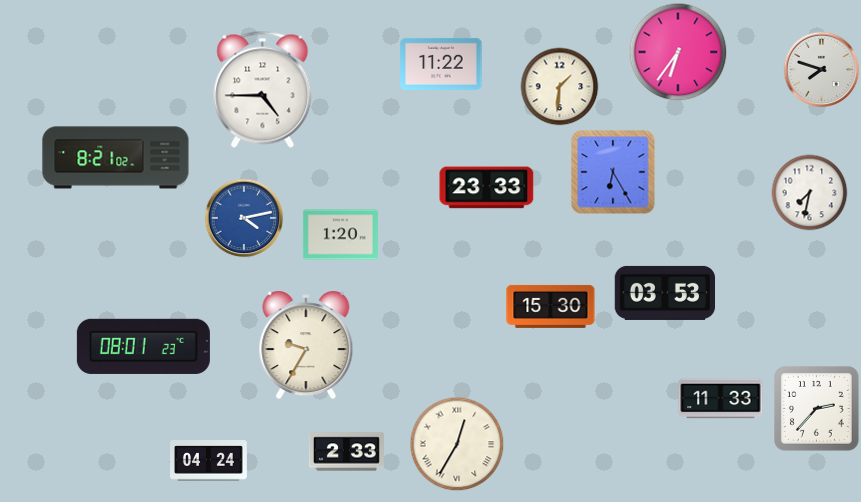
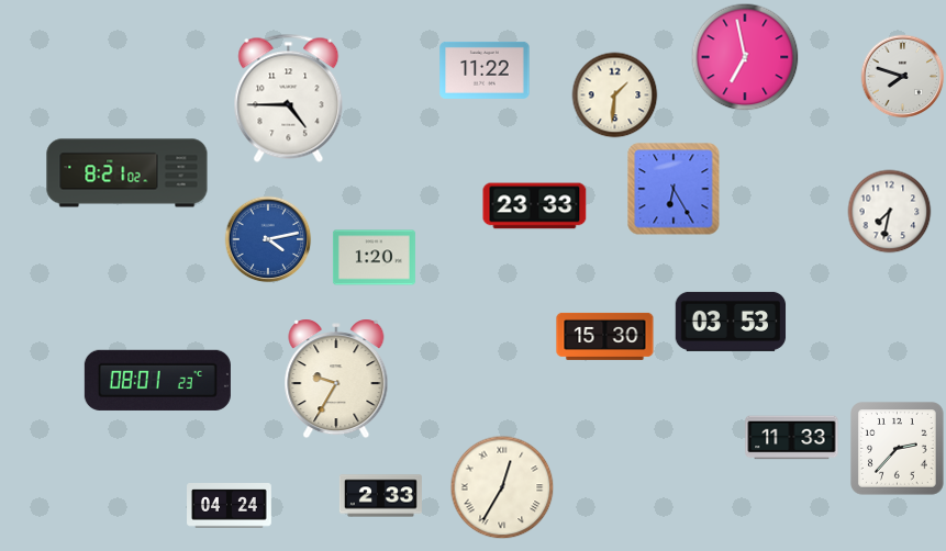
clock at (678, 52): 6:36 -> 6:58
